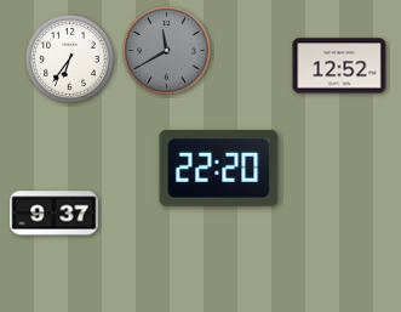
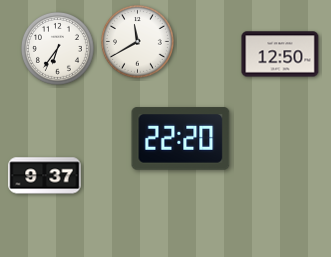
clock at (167, 51) dial: grey -> white
clock at (339, 66): 12:52 -> 12:50
